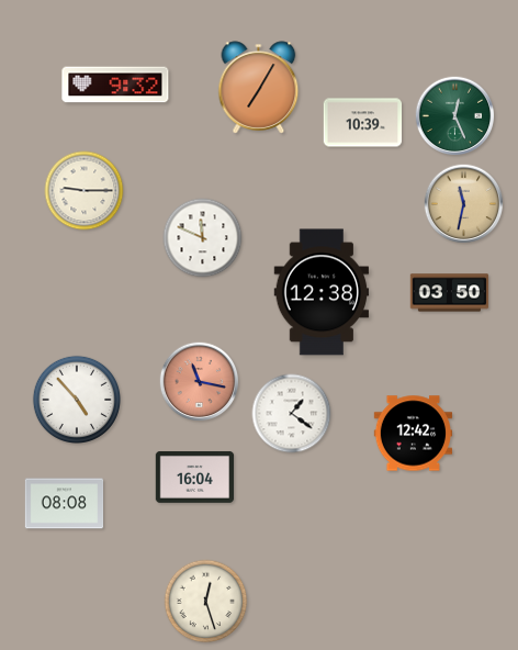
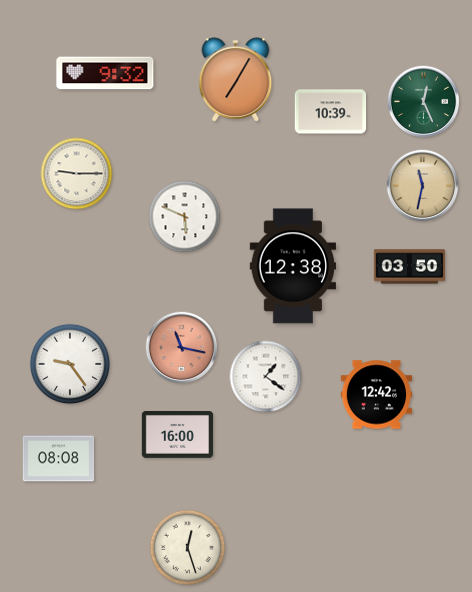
clock at (115, 85) position: (115, 85) -> (105, 73)
clock at (455, 116) position: (455, 116) -> (424, 102)
clock at (203, 238): 11:49 -> 5:49
clock at (76, 399): 4:53 -> 9:24
clock at (195, 478): 16:04 -> 16:00
